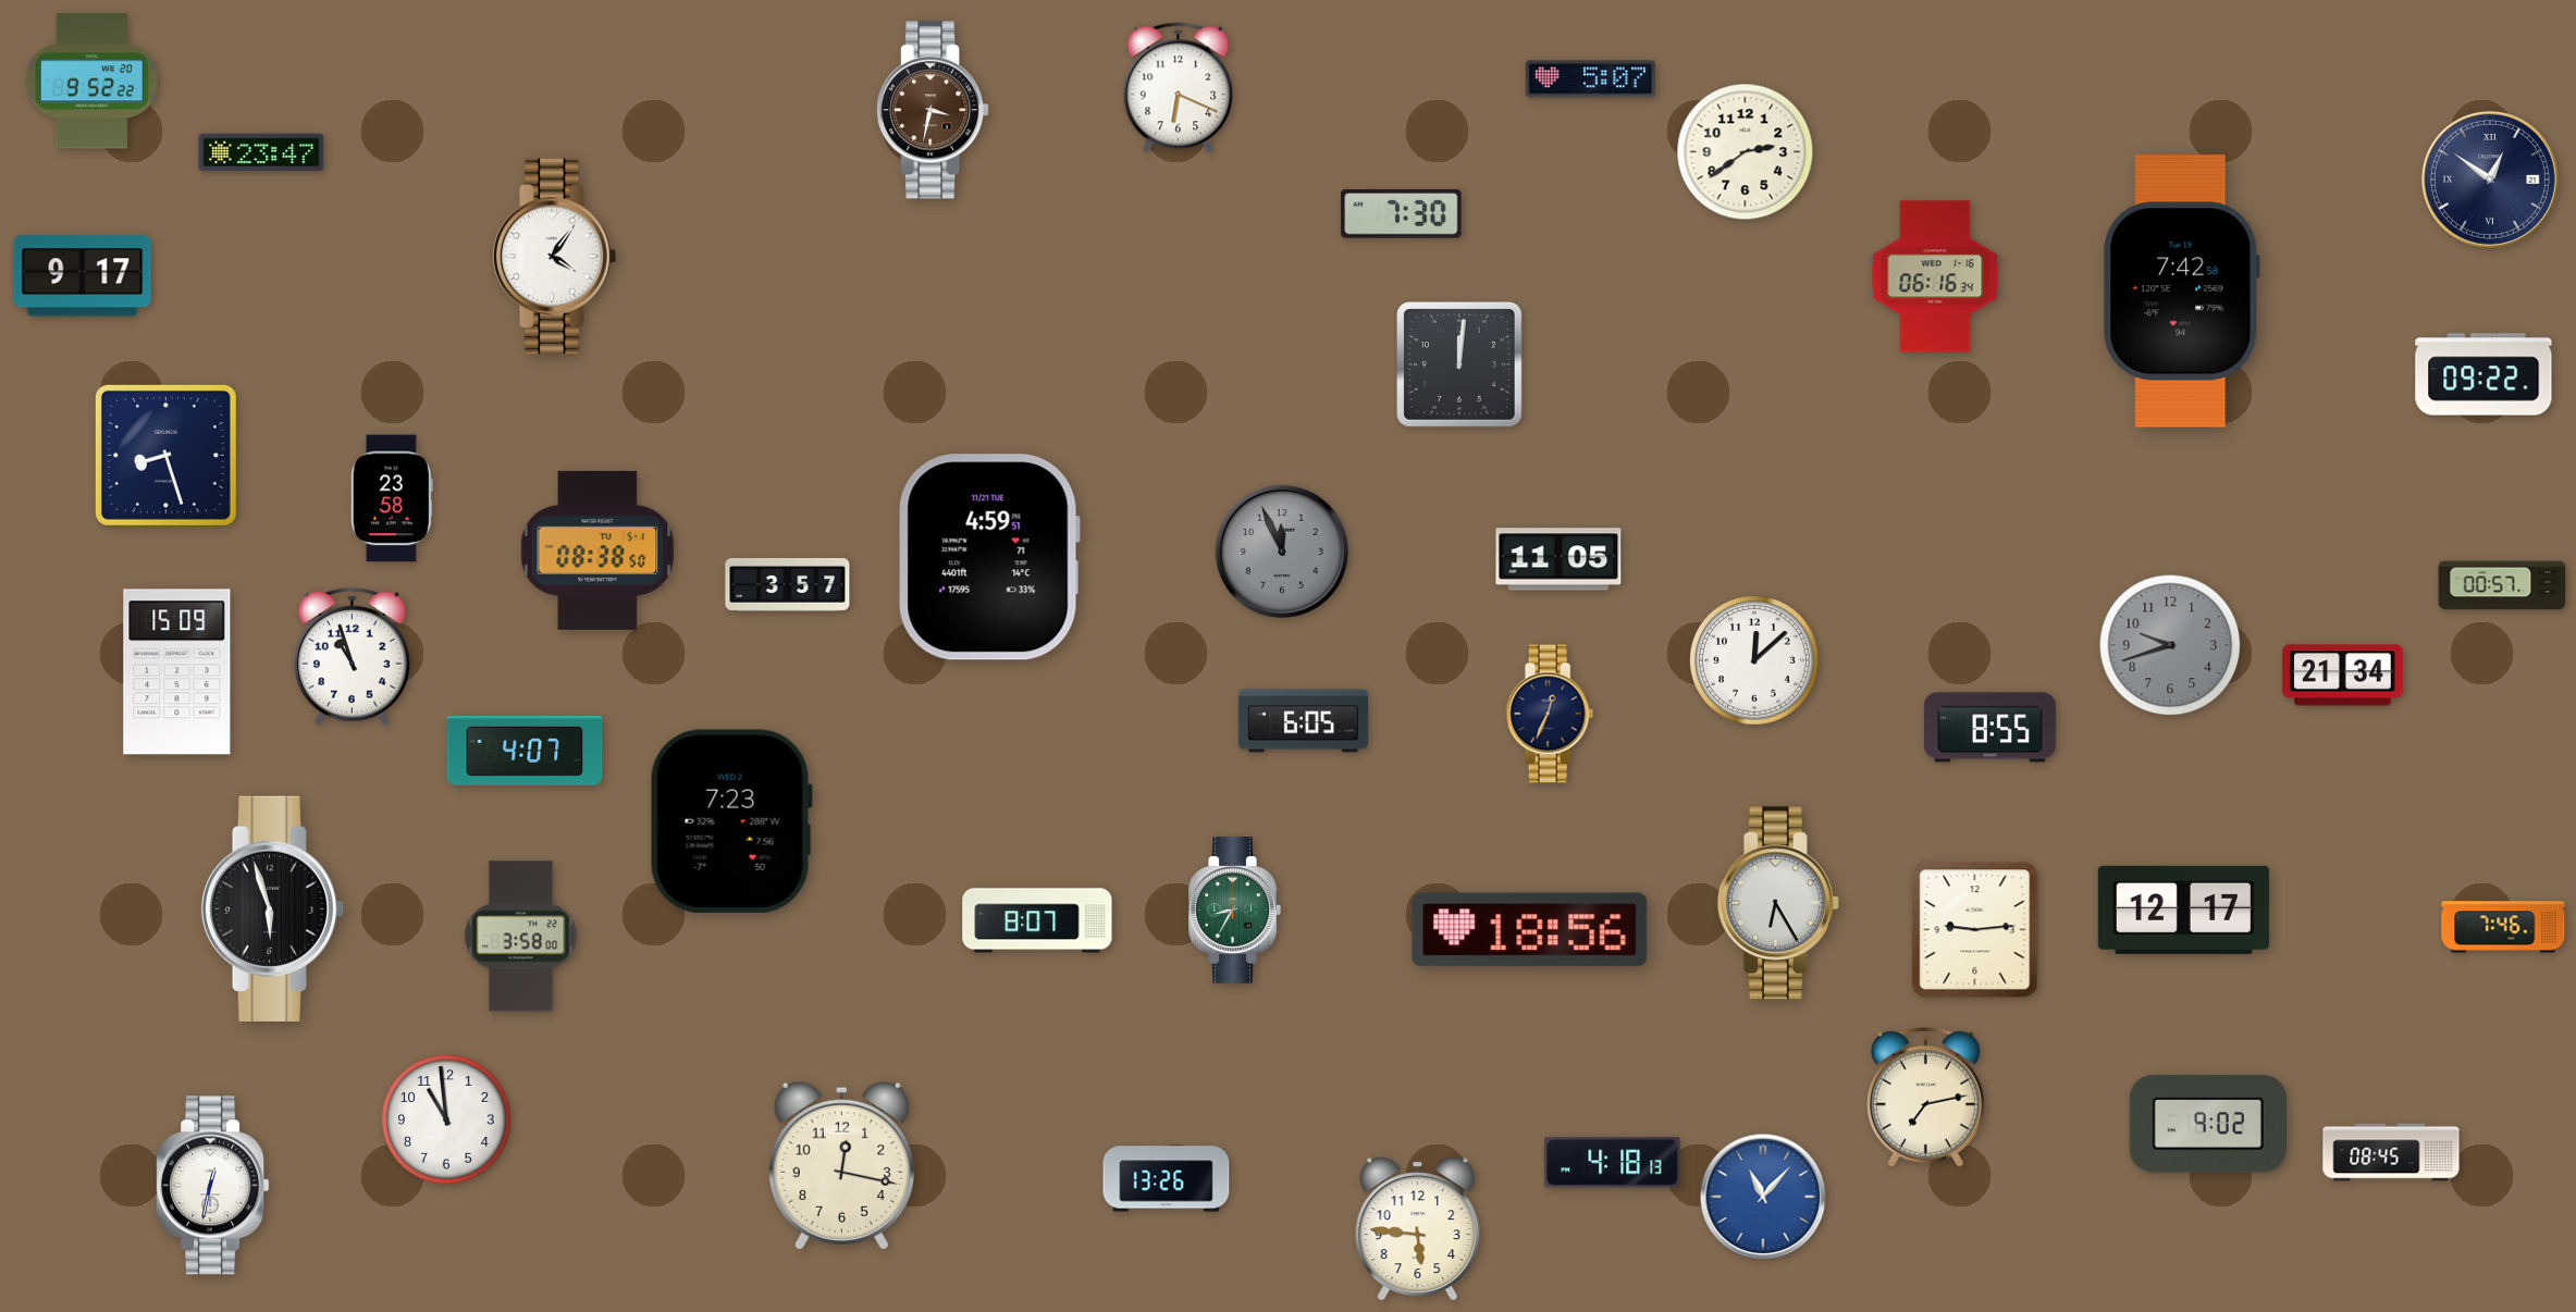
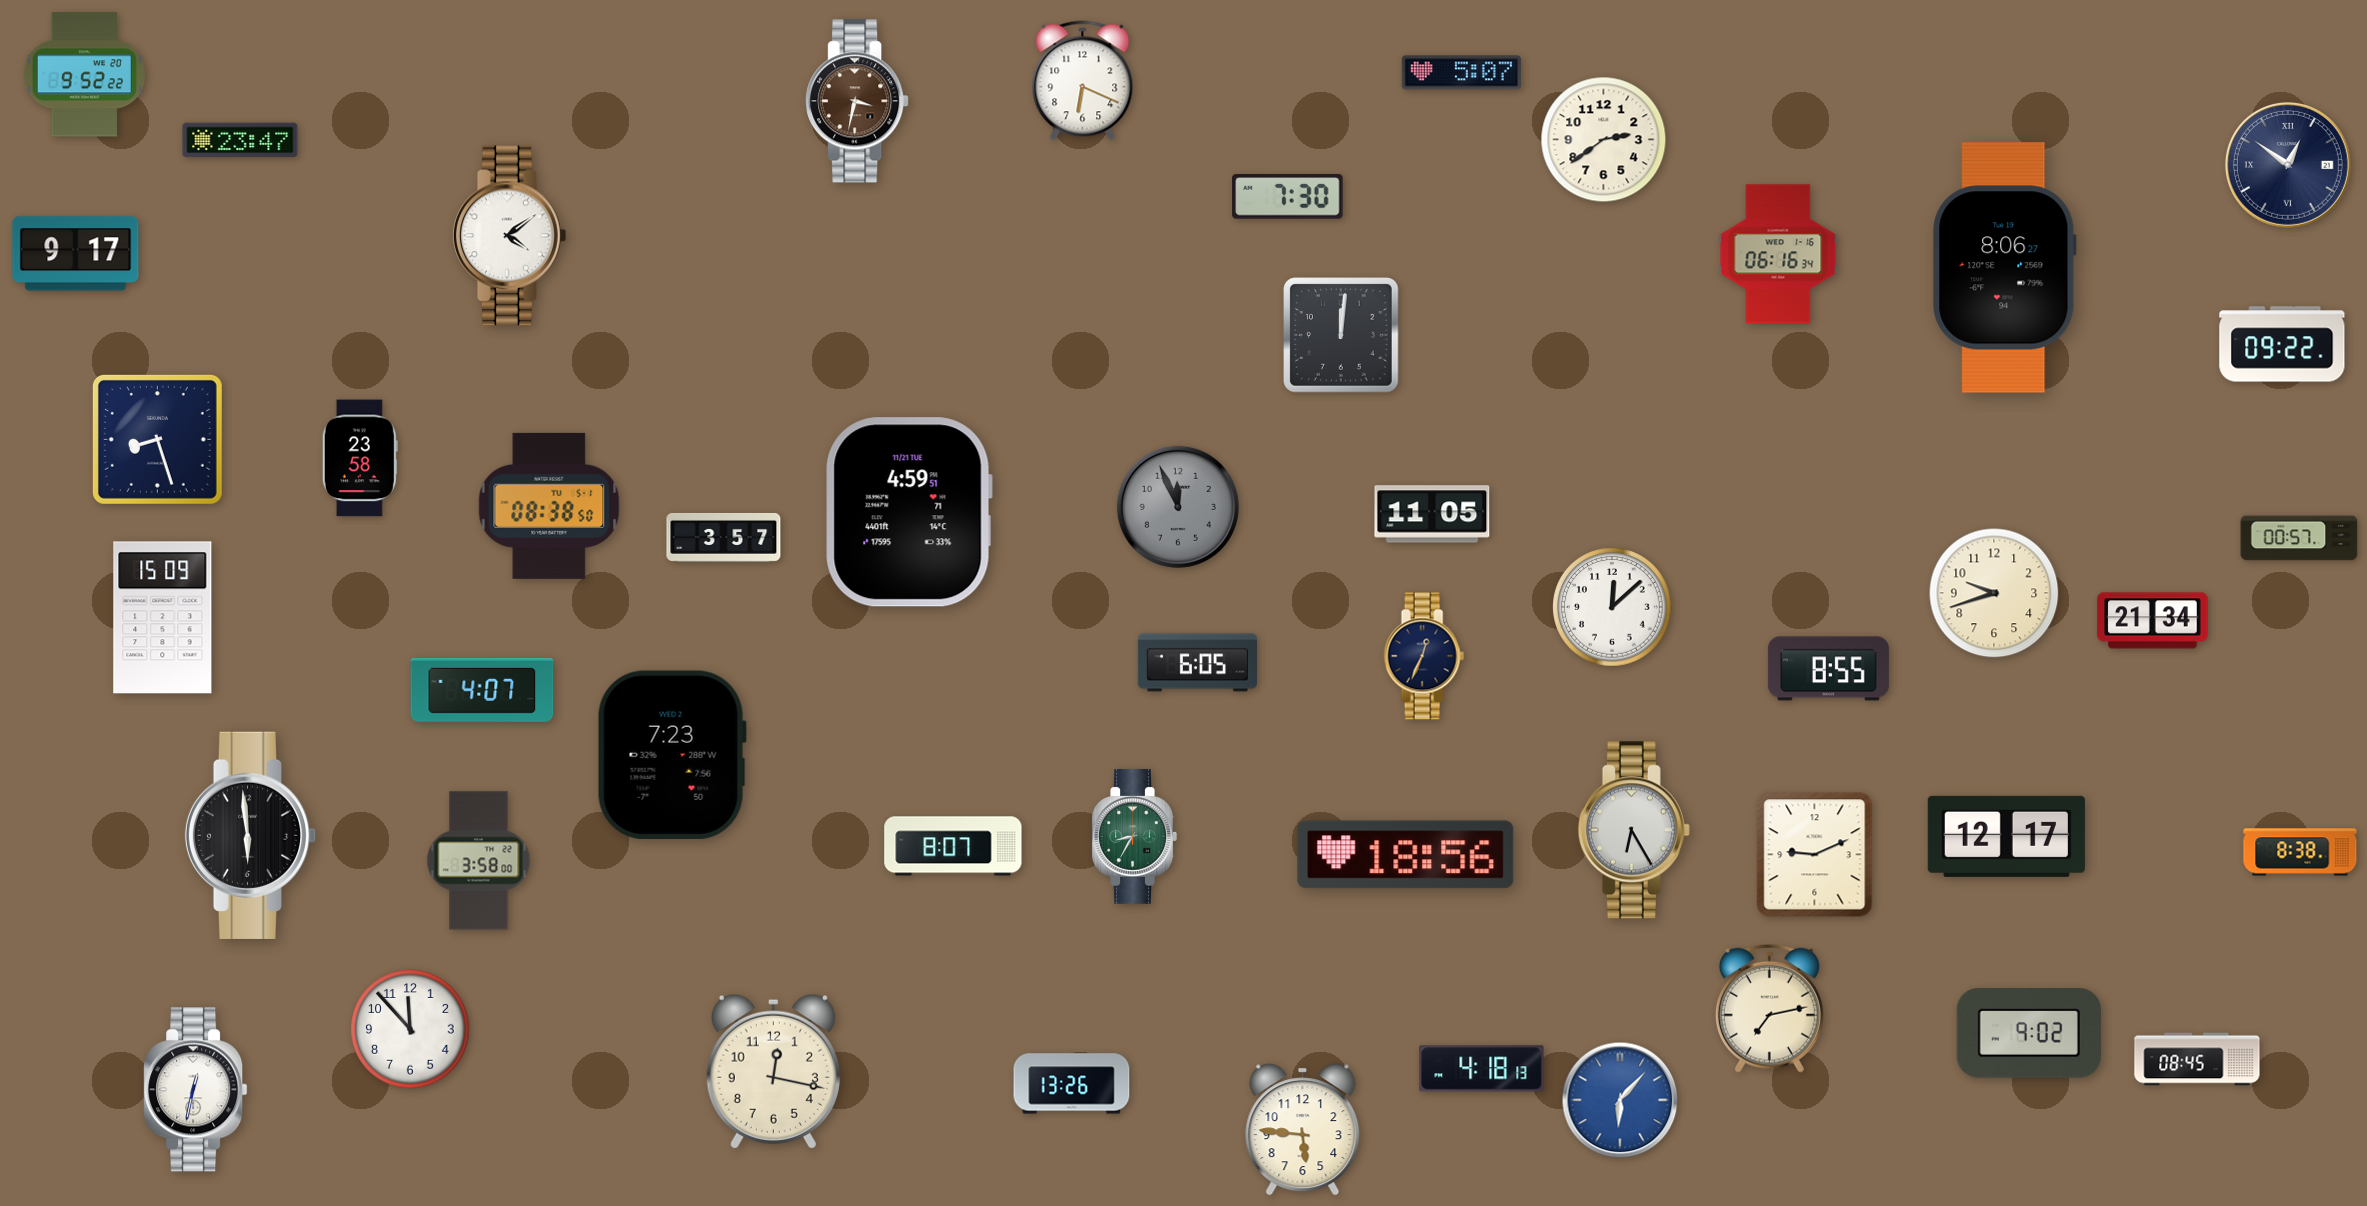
clock at (554, 257): 4:06 -> 4:09
clock at (2182, 292): 7:42 -> 8:06
clock at (165, 455) position: (165, 455) -> (157, 439)
clock at (2170, 645) dial: grey -> cream
clock at (352, 656): 10:57 -> none
clock at (273, 908): 5:57 -> 5:59
clock at (2503, 927): 7:46 -> 8:38
clock at (1975, 930): 9:14 -> 9:11
clock at (446, 1119): 10:59 -> 11:53
clock at (1763, 1197): 11:07 -> 6:07
